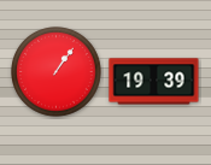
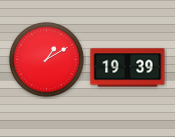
clock at (57, 72): 1:06 -> 1:10
